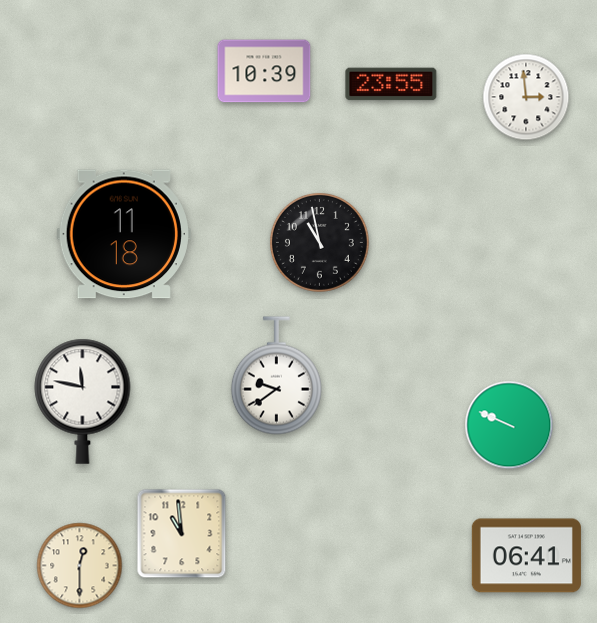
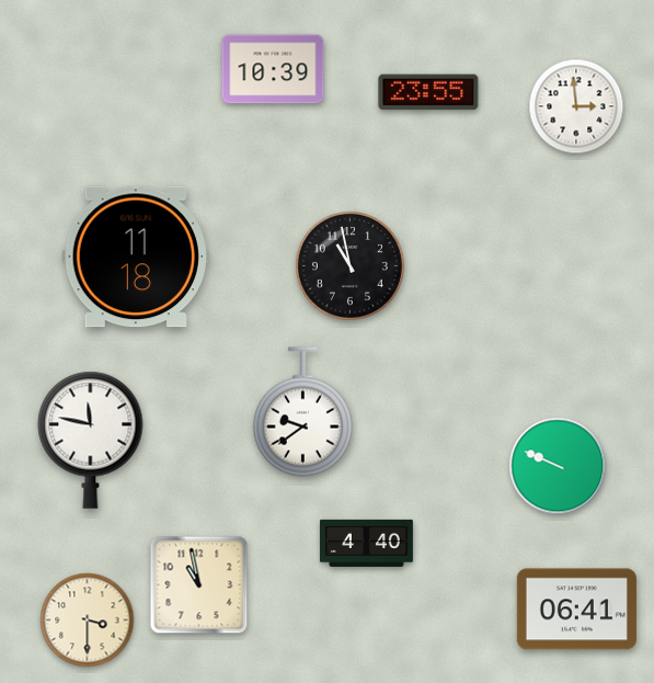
clock at (264, 71) position: (264, 71) -> (273, 69)
clock at (367, 543): none -> 4:40
clock at (182, 534): 10:59 -> 10:58
clock at (80, 566): 12:30 -> 3:30
